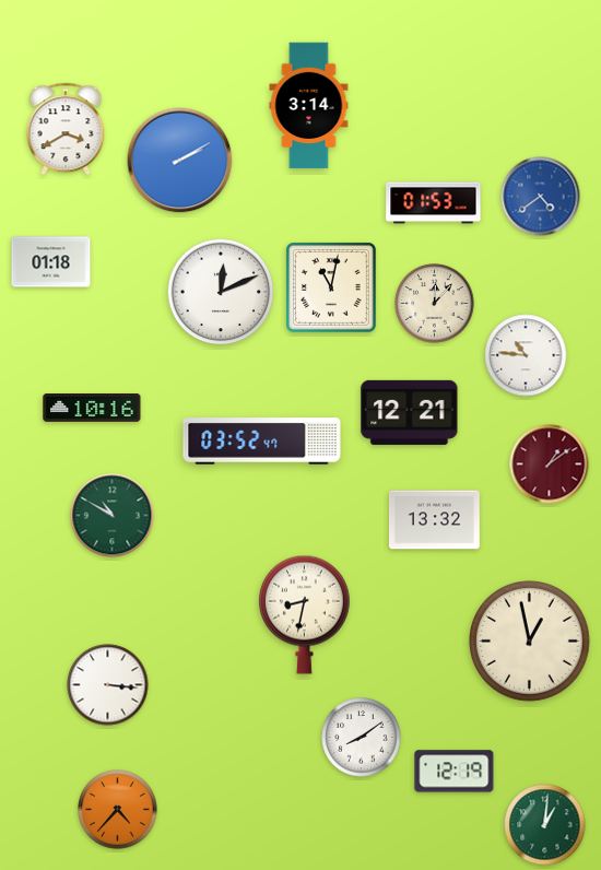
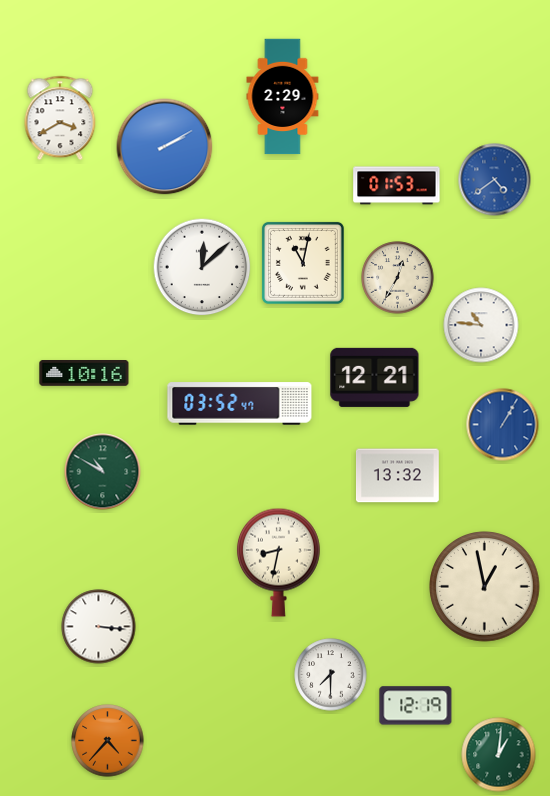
clock at (309, 106): 3:14 -> 2:29
clock at (51, 262): 01:18 -> none
clock at (221, 292): 12:11 -> 12:08
clock at (435, 304): 12:07 -> 12:35
clock at (550, 465): 1:09 -> 1:05
clock at (550, 465) dial: burgundy -> blue
clock at (362, 738): 8:09 -> 7:30
